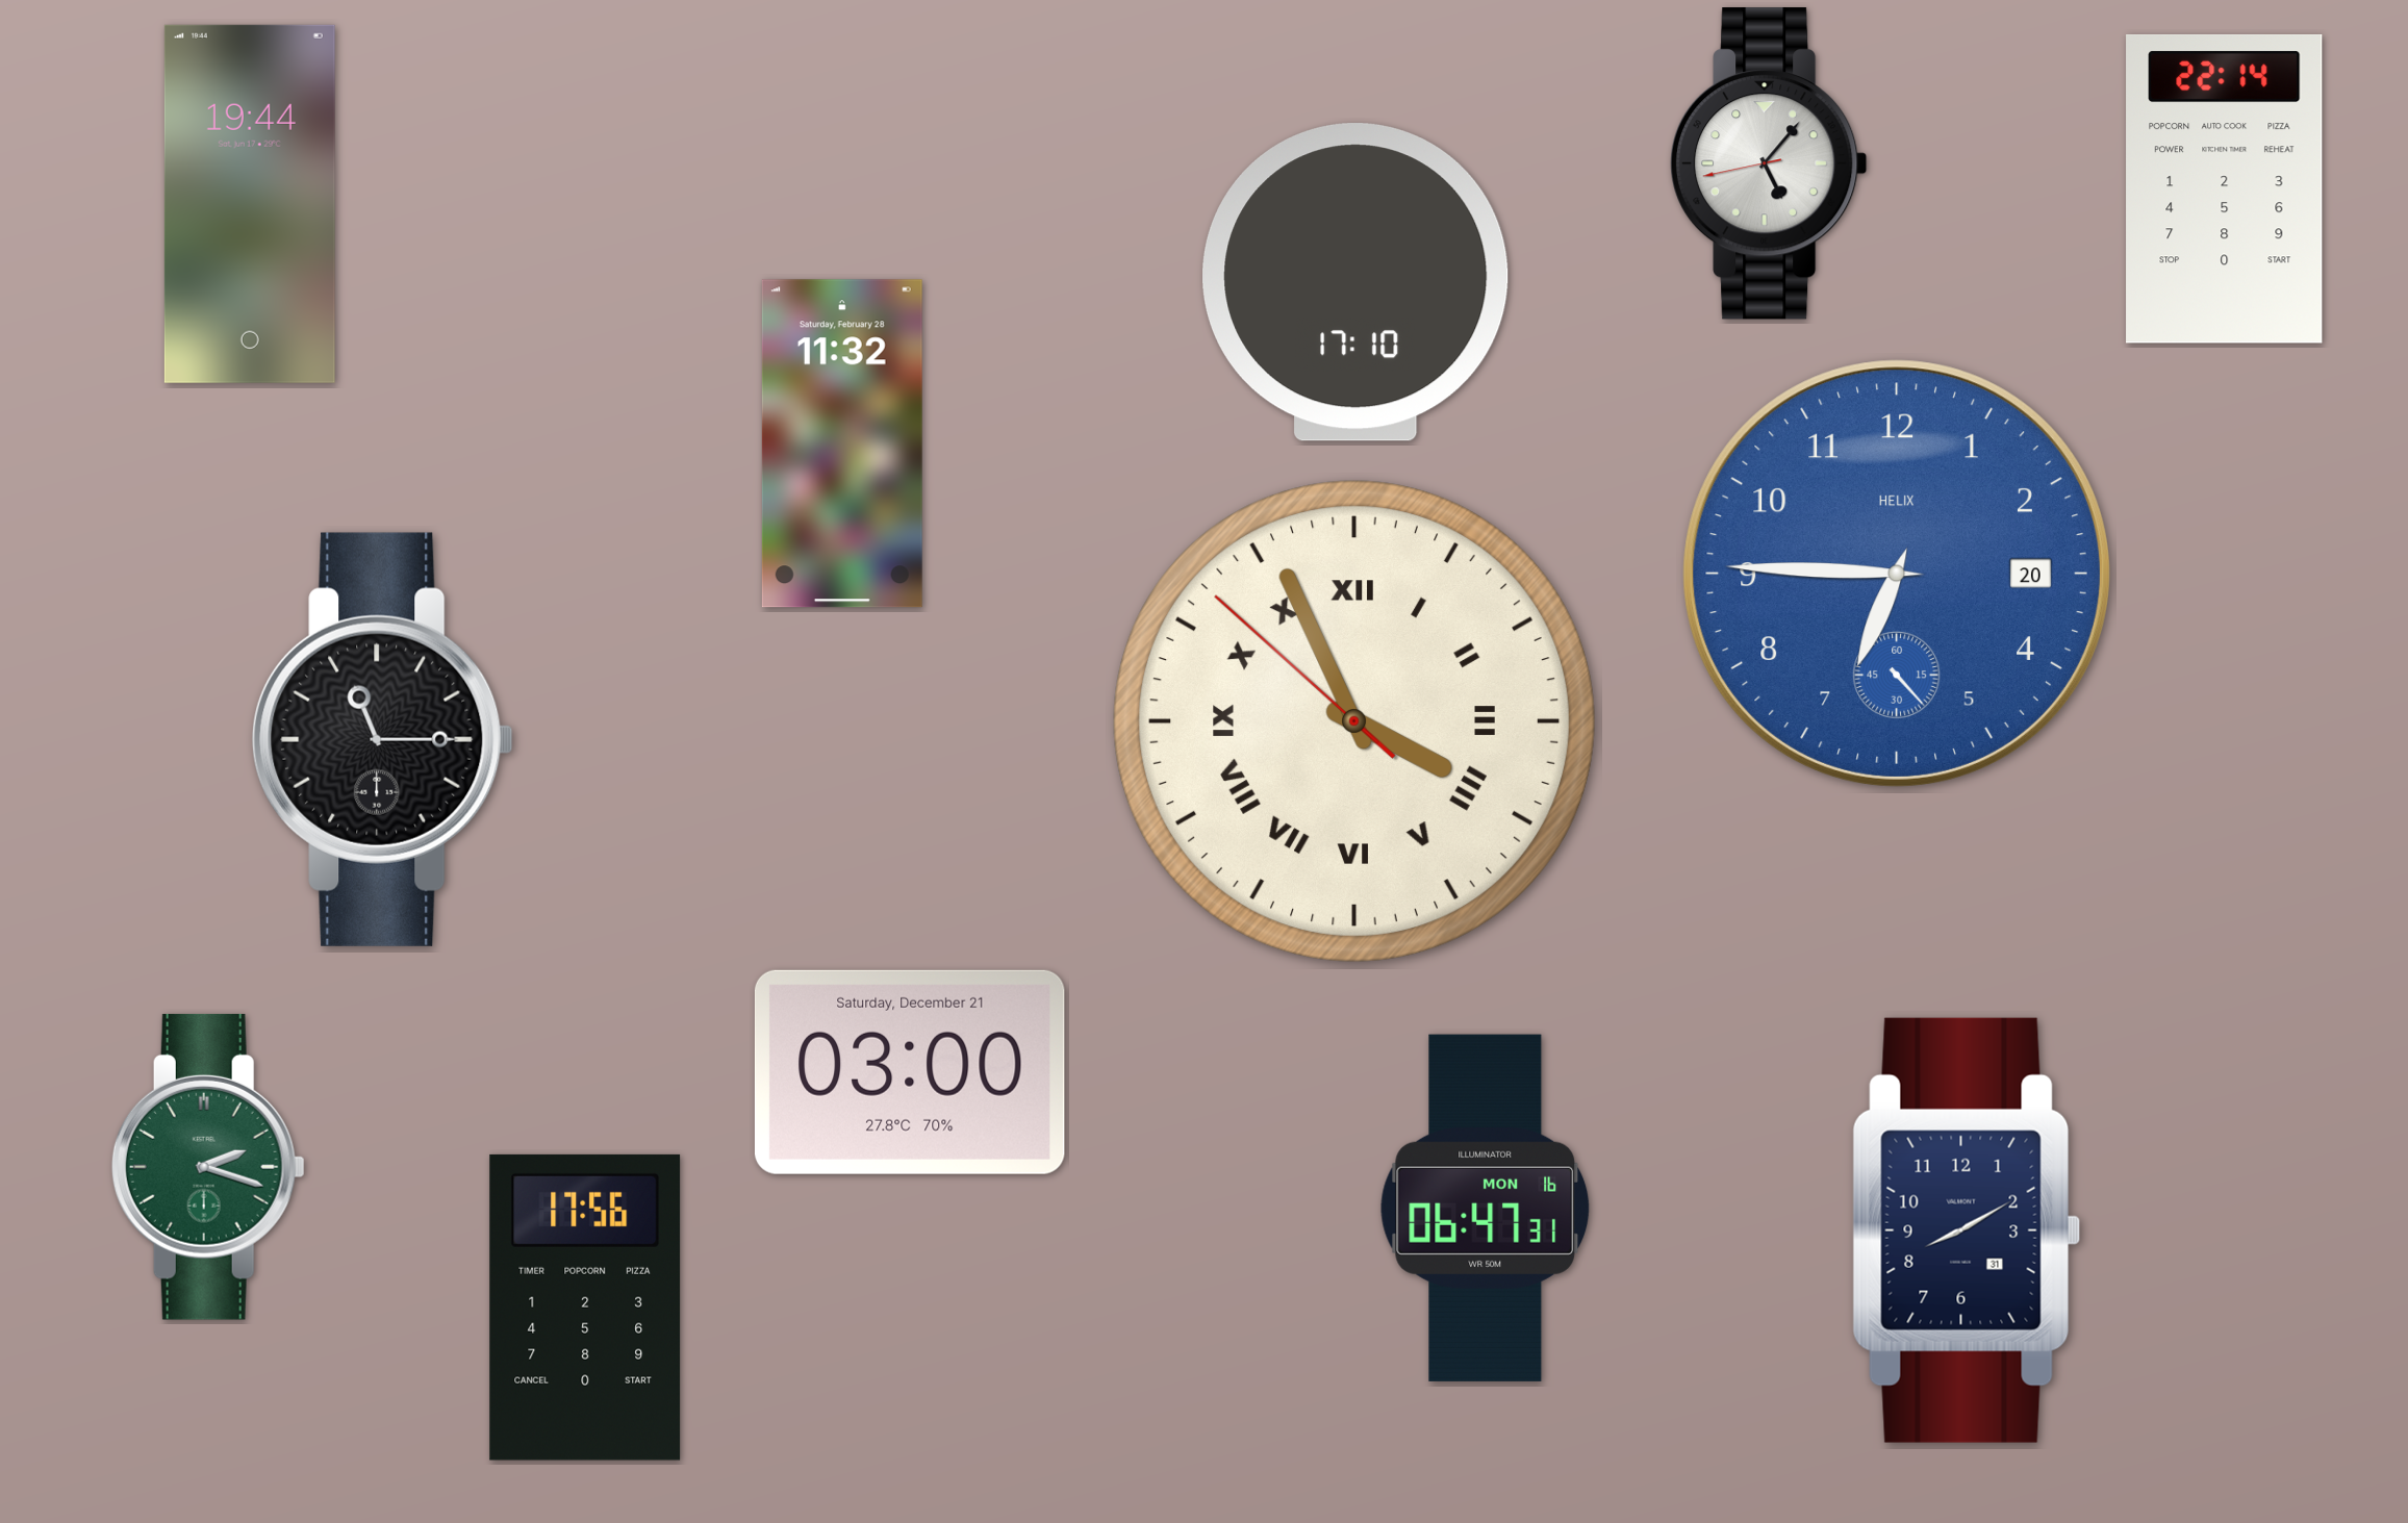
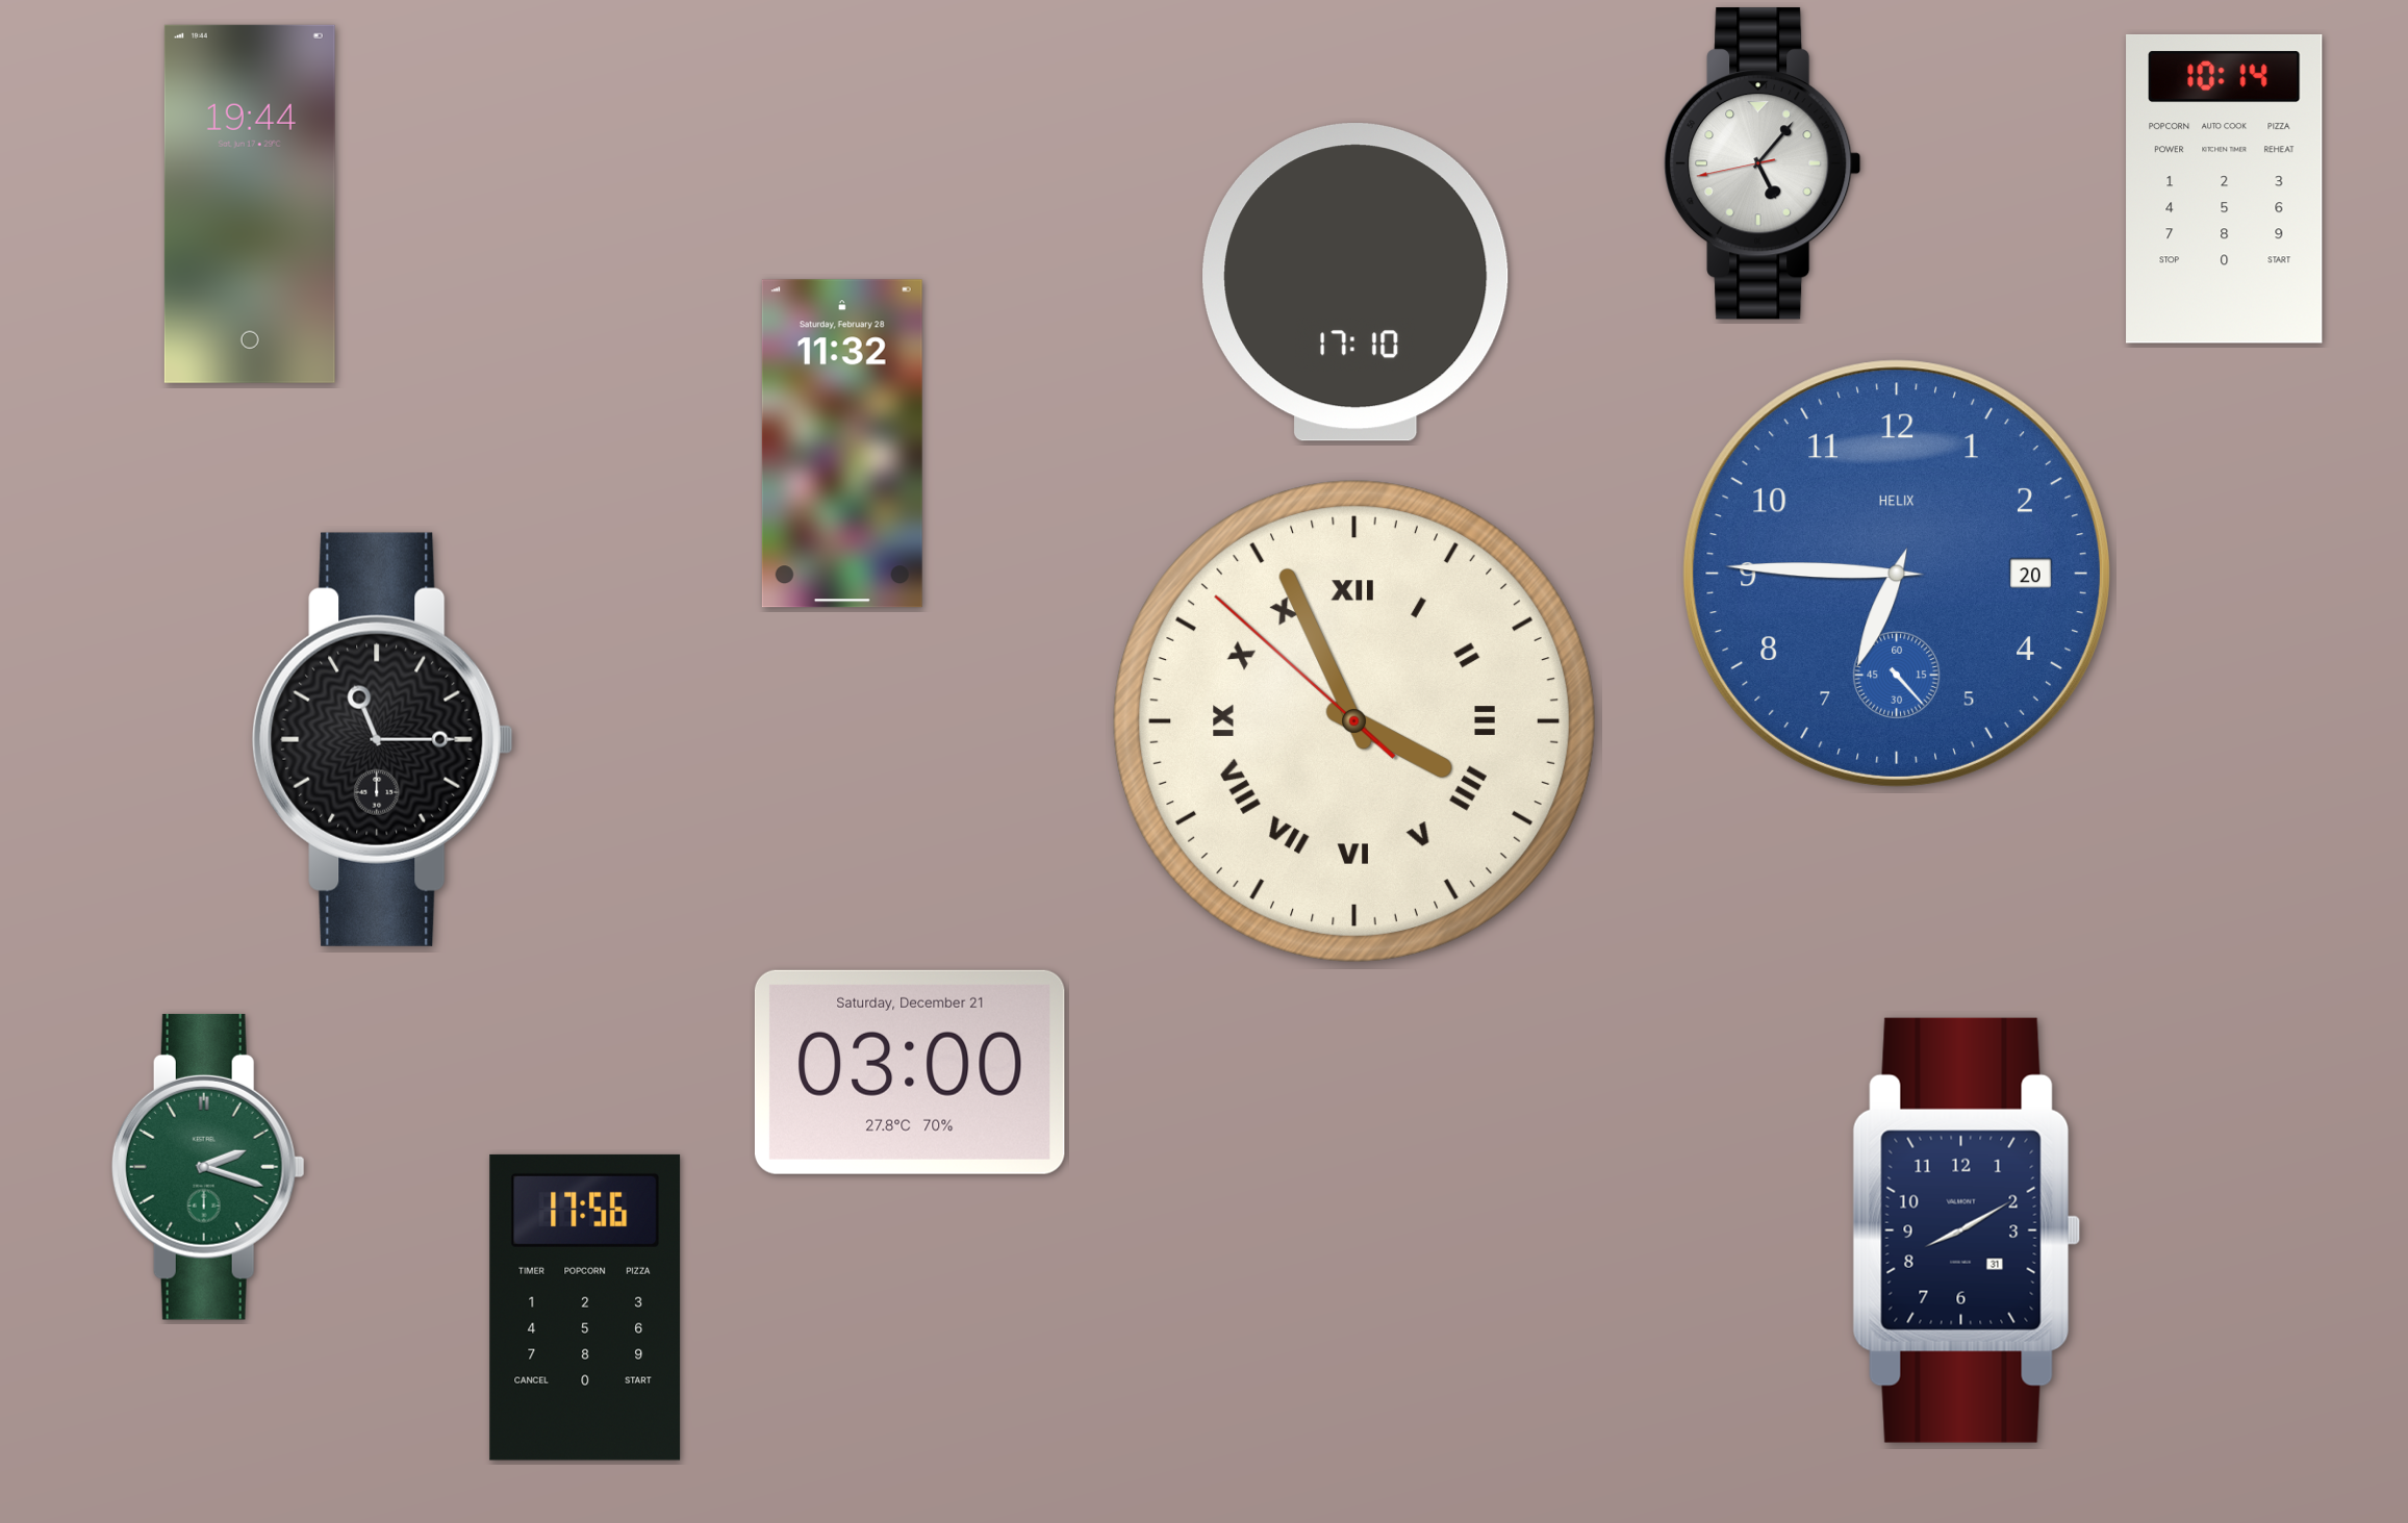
clock at (1770, 164) position: (1770, 164) -> (1764, 164)
clock at (2225, 188): 22:14 -> 10:14
clock at (1486, 1208): 06:47 -> none
